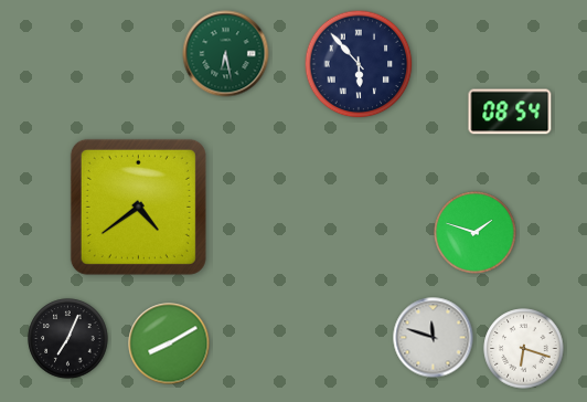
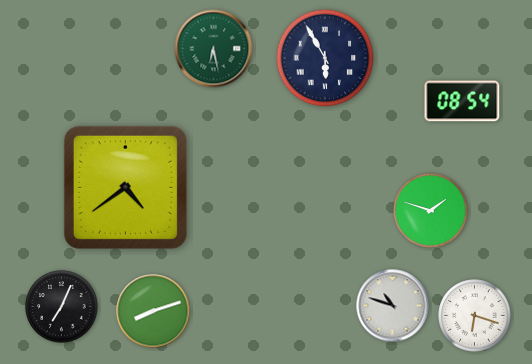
clock at (226, 54) position: (226, 54) -> (214, 49)
clock at (359, 64): 5:53 -> 5:55
clock at (434, 338): 11:48 -> 10:48
clock at (169, 343): 8:10 -> 8:12
